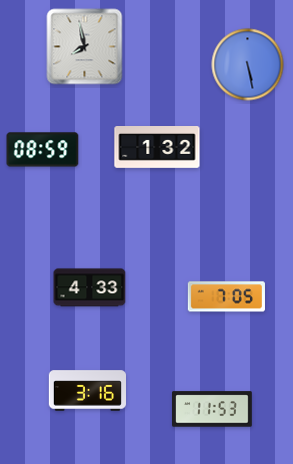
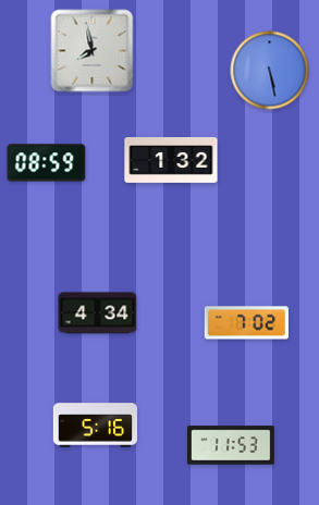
clock at (90, 288): 4:33 -> 4:34
clock at (226, 297): 7:05 -> 7:02
clock at (87, 391): 3:16 -> 5:16
